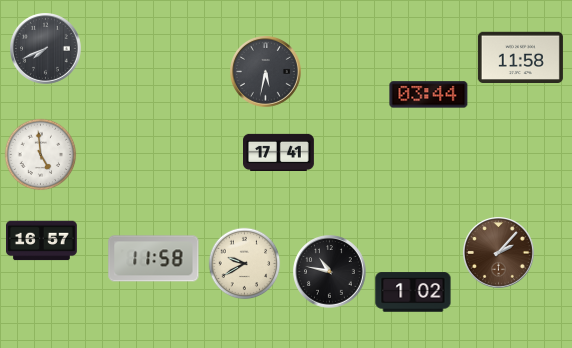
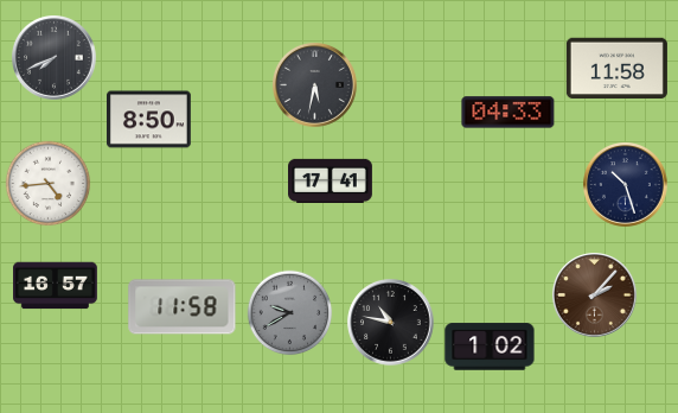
clock at (429, 95): 03:44 -> 04:33
clock at (149, 120): none -> 8:50
clock at (41, 155): 4:59 -> 4:44
clock at (626, 185): none -> 10:27
clock at (42, 241) position: (42, 241) -> (56, 286)
clock at (499, 253) position: (499, 253) -> (595, 296)
clock at (245, 264) dial: cream -> grey
